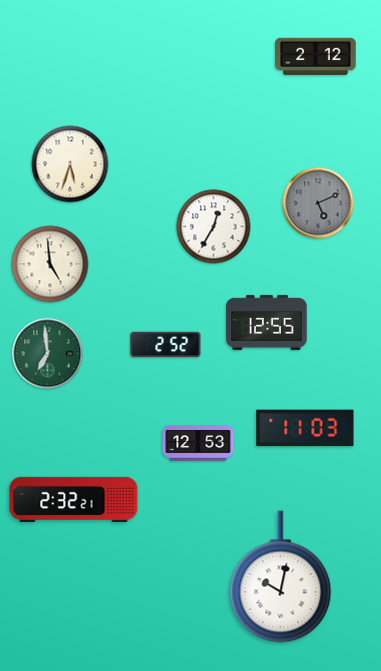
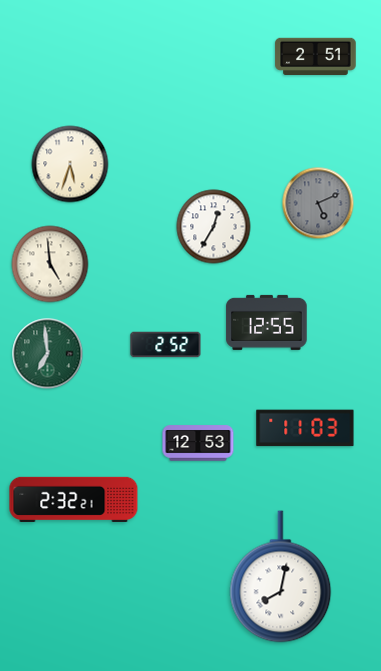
clock at (316, 56): 2:12 -> 2:51
clock at (281, 577): 10:02 -> 8:02
